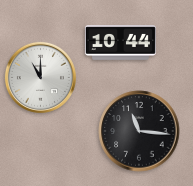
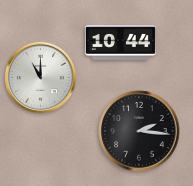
clock at (139, 131): 11:16 -> 2:16
